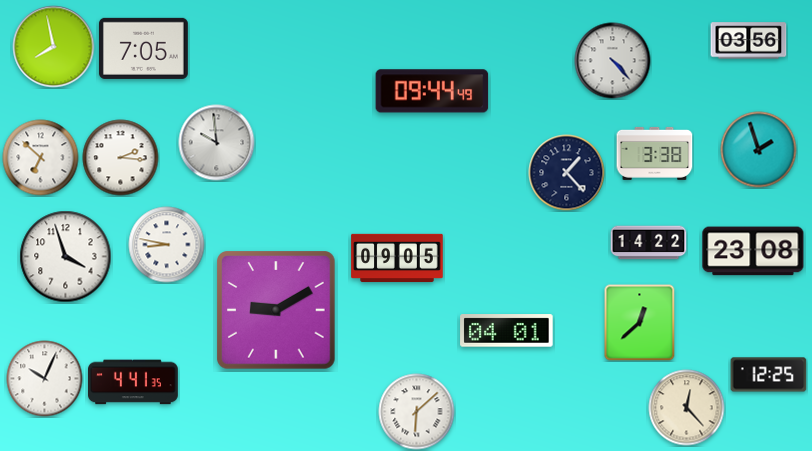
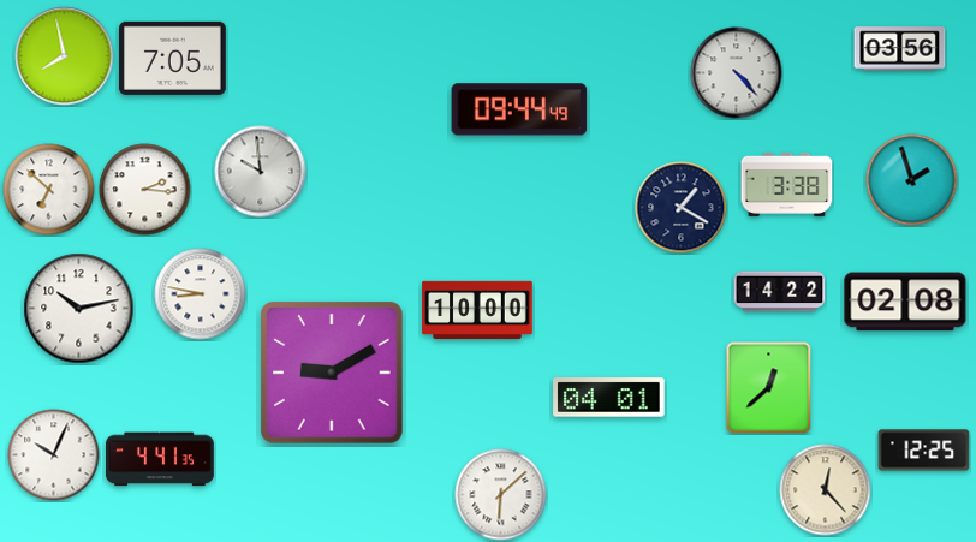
clock at (567, 173): 1:23 -> 1:20
clock at (753, 251): 23:08 -> 02:08
clock at (66, 257): 3:57 -> 10:13
clock at (397, 258): 09:05 -> 10:00
